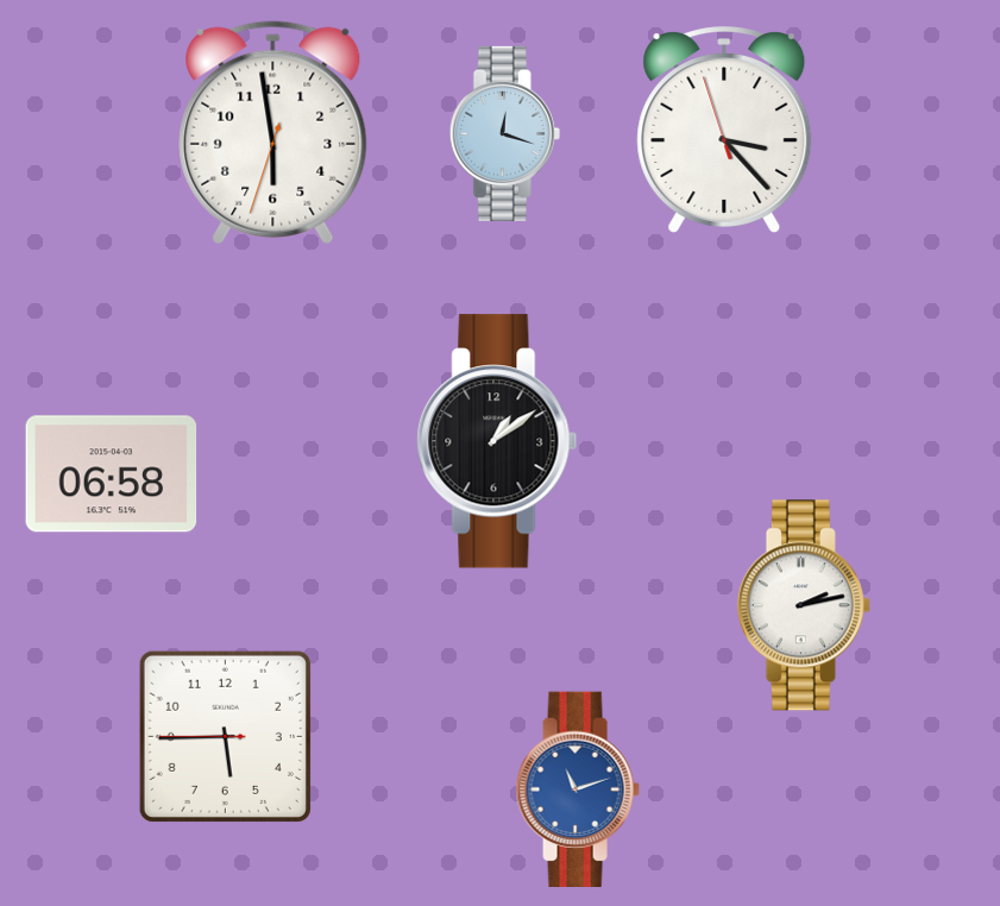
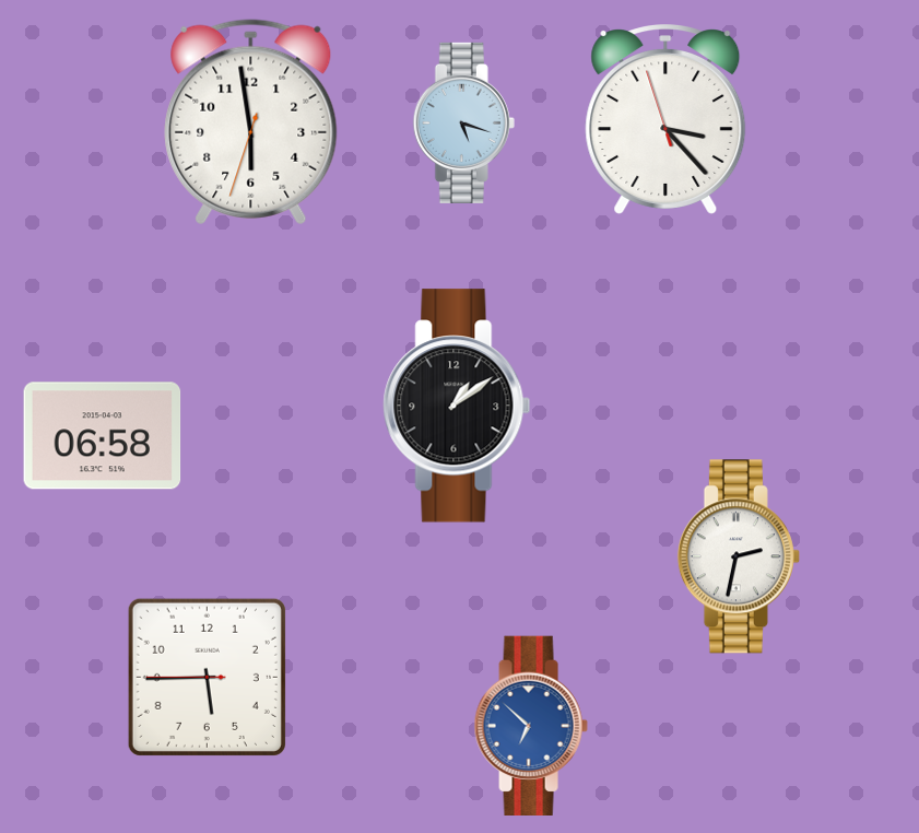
clock at (504, 133): 12:18 -> 5:18
clock at (804, 605): 2:13 -> 2:32
clock at (578, 788): 11:12 -> 6:52
